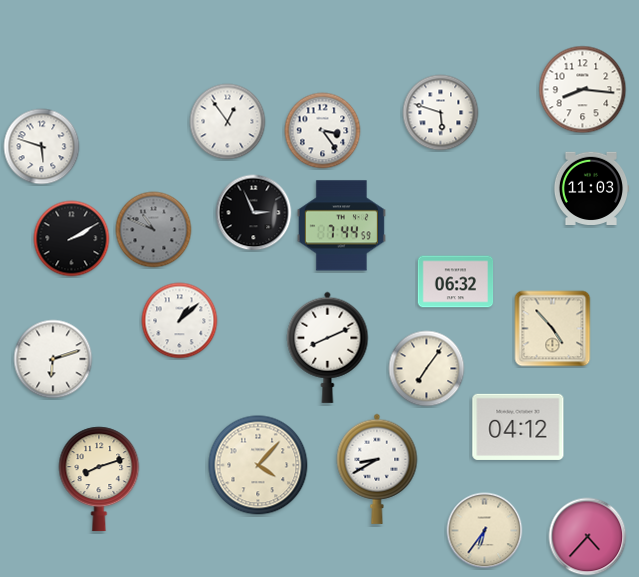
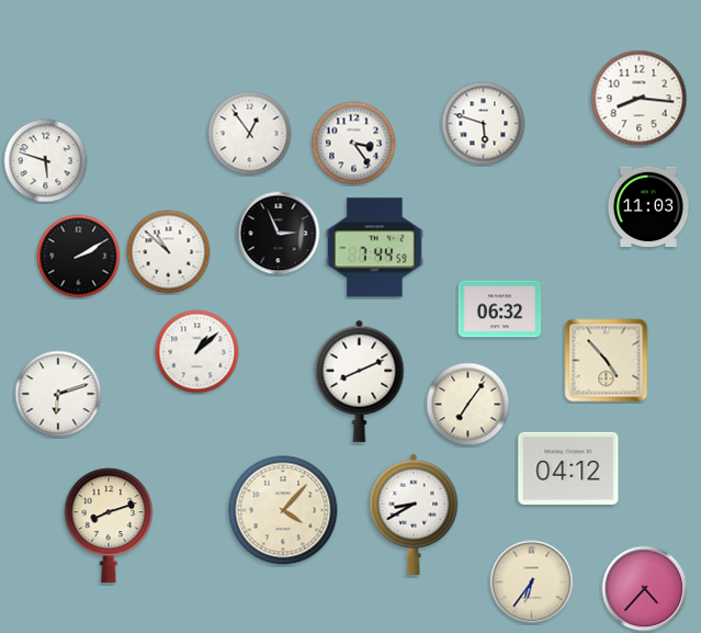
clock at (154, 230): 10:49 -> 10:52
clock at (154, 230) dial: grey -> white
clock at (72, 239) position: (72, 239) -> (79, 257)
